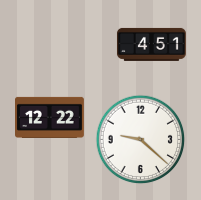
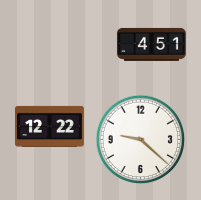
clock at (50, 117) position: (50, 117) -> (50, 126)
